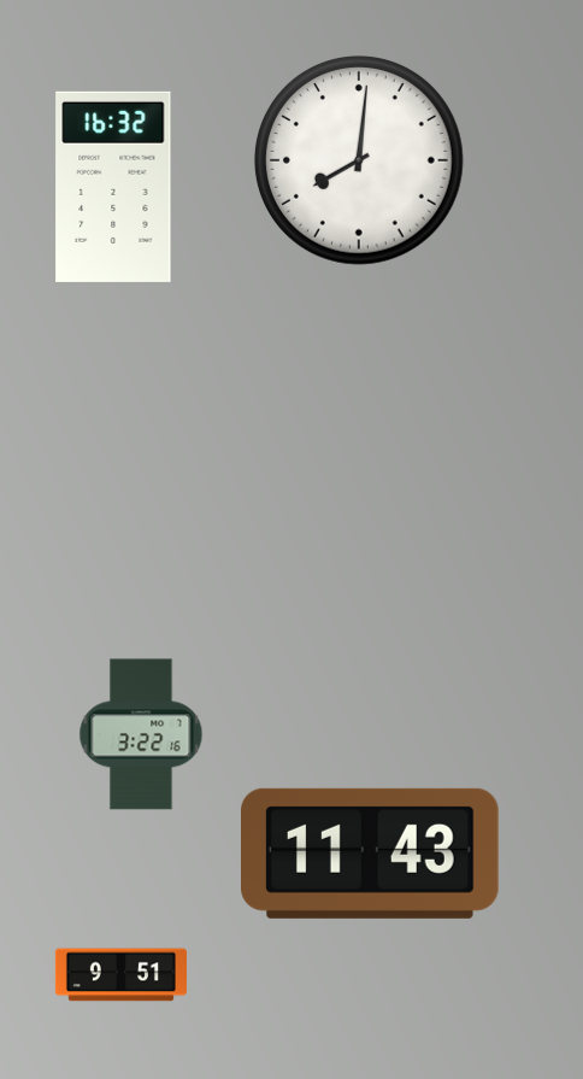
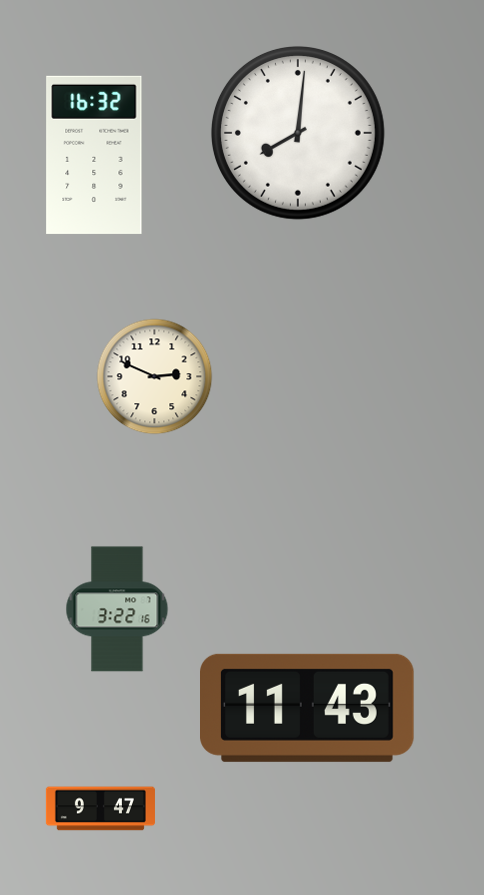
clock at (155, 377): none -> 2:49
clock at (120, 975): 9:51 -> 9:47
